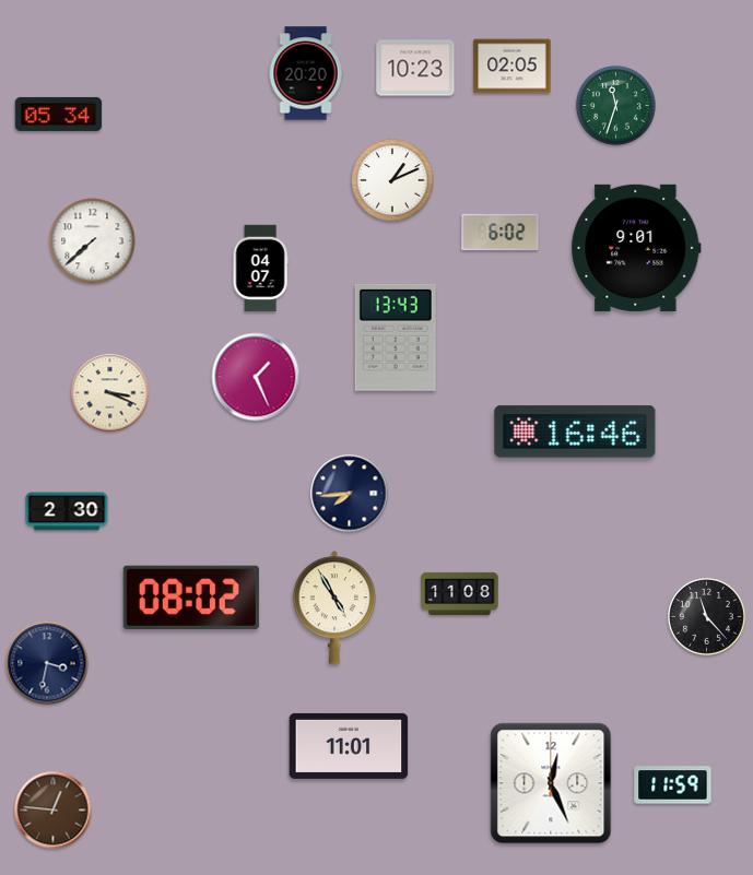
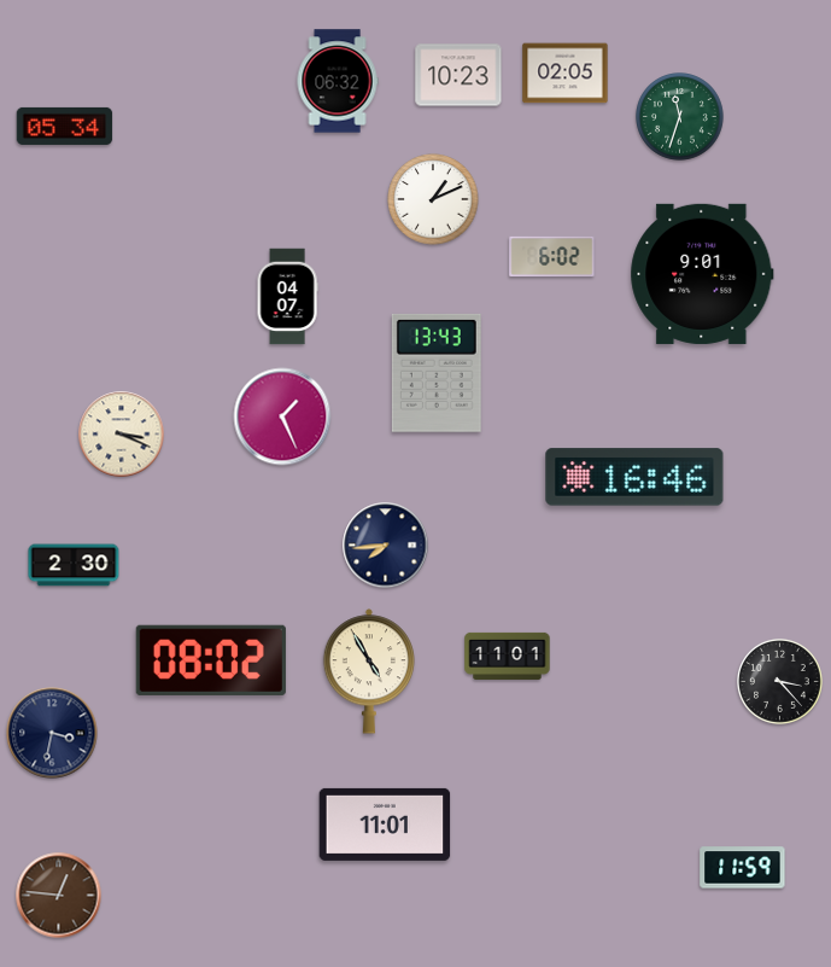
clock at (306, 73): 20:20 -> 06:32
clock at (93, 241): 7:38 -> none
clock at (460, 593): 11:08 -> 11:01
clock at (707, 617): 11:23 -> 3:23
clock at (551, 783): 12:26 -> none
